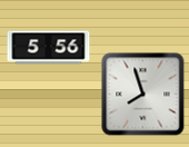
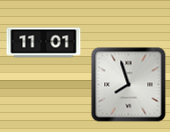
clock at (49, 48): 5:56 -> 11:01
